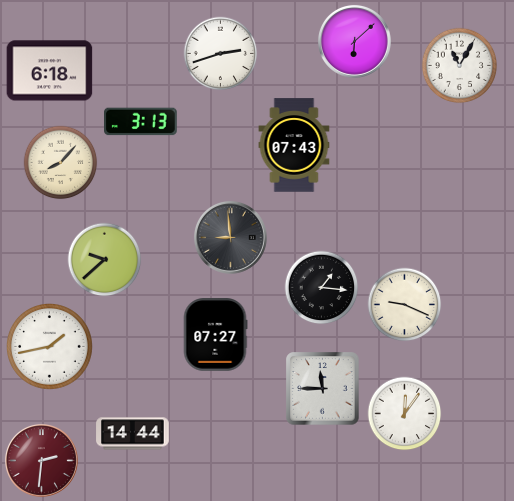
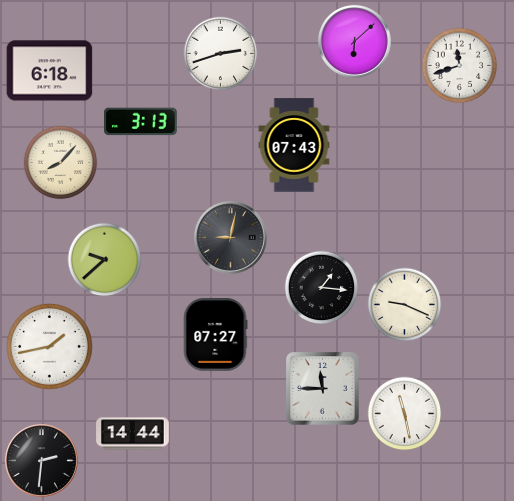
clock at (460, 66): 11:05 -> 11:42
clock at (230, 237): 8:59 -> 9:02
clock at (405, 414): 12:06 -> 11:28
clock at (41, 460) dial: burgundy -> black
